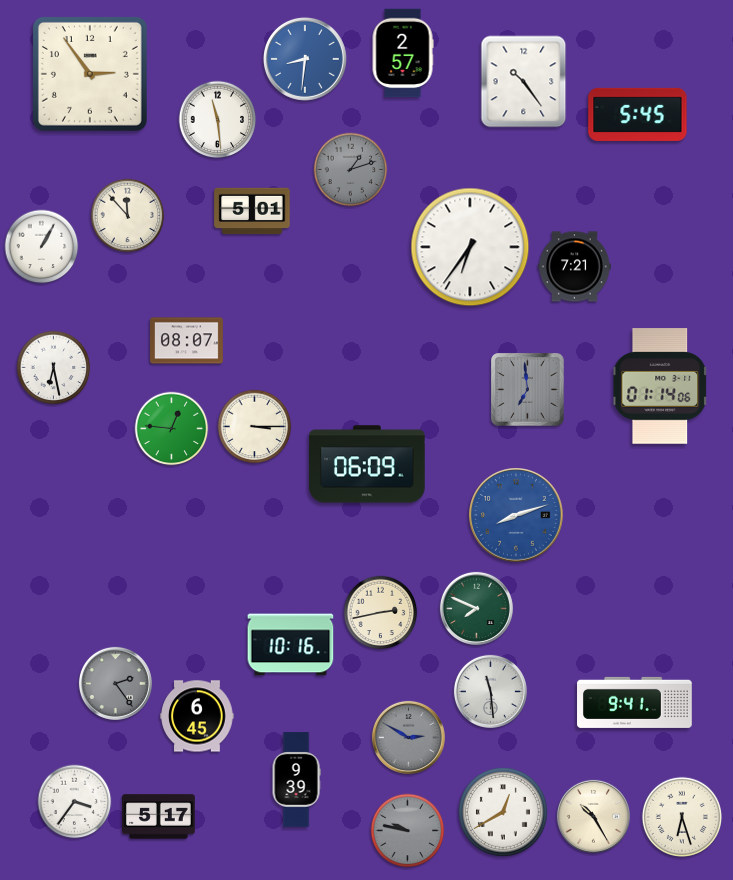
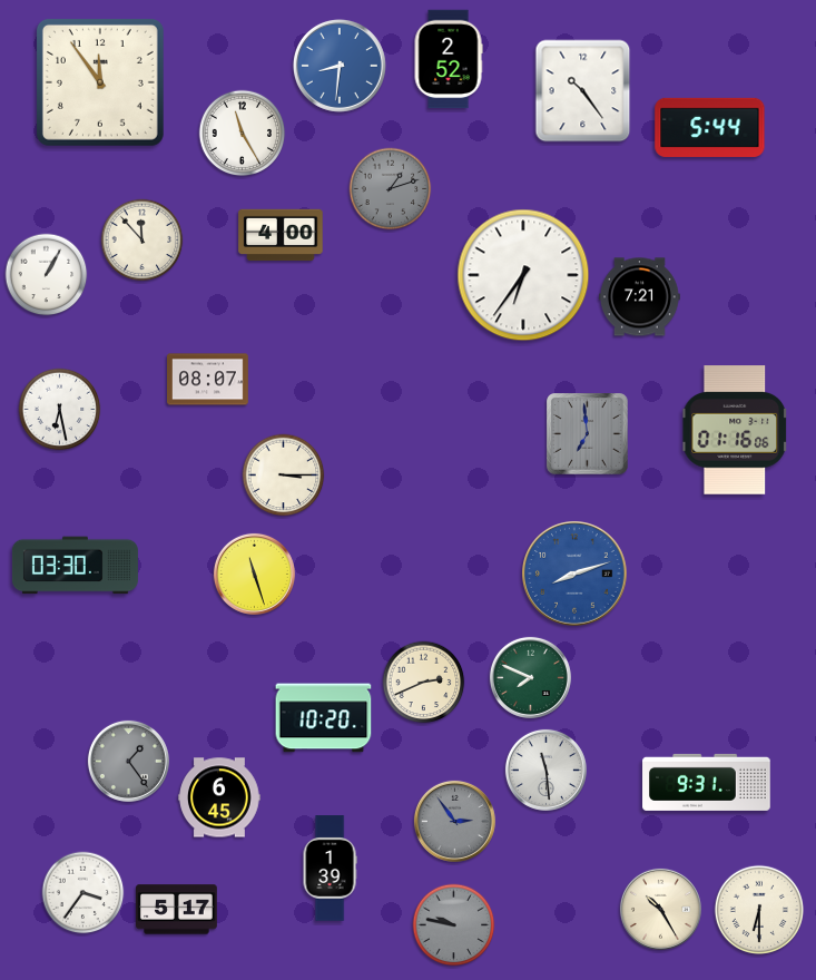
clock at (403, 53): 2:57 -> 2:52
clock at (90, 74): 2:54 -> 11:54
clock at (638, 114): 5:45 -> 5:44
clock at (218, 120): 11:29 -> 11:25
clock at (252, 211): 5:01 -> 4:00
clock at (660, 386): 01:14 -> 01:16
clock at (172, 429): 12:46 -> none
clock at (367, 464): 06:09 -> none
clock at (75, 566): none -> 03:30
clock at (254, 574): none -> 11:27
clock at (381, 613): 2:43 -> 2:41
clock at (291, 645): 10:16 -> 10:20
clock at (115, 683): 2:24 -> 1:24
clock at (635, 702): 9:41 -> 9:31
clock at (408, 737): 2:50 -> 2:54
clock at (296, 780): 9:39 -> 1:39
clock at (504, 812): 12:40 -> none
clock at (681, 816): 6:27 -> 6:30
